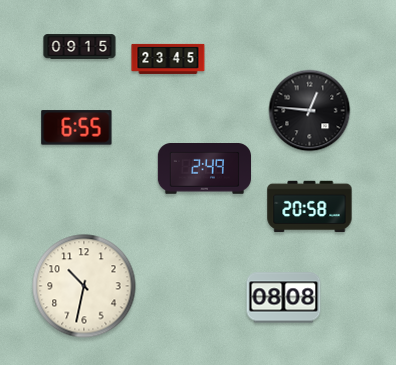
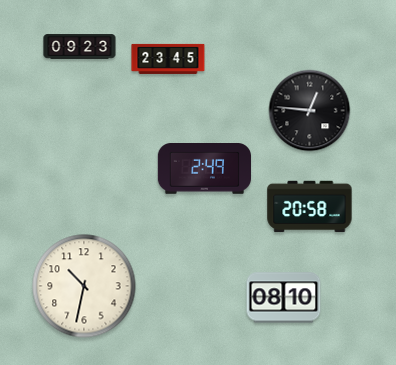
clock at (80, 47): 09:15 -> 09:23
clock at (77, 128): 6:55 -> none
clock at (284, 298): 08:08 -> 08:10
